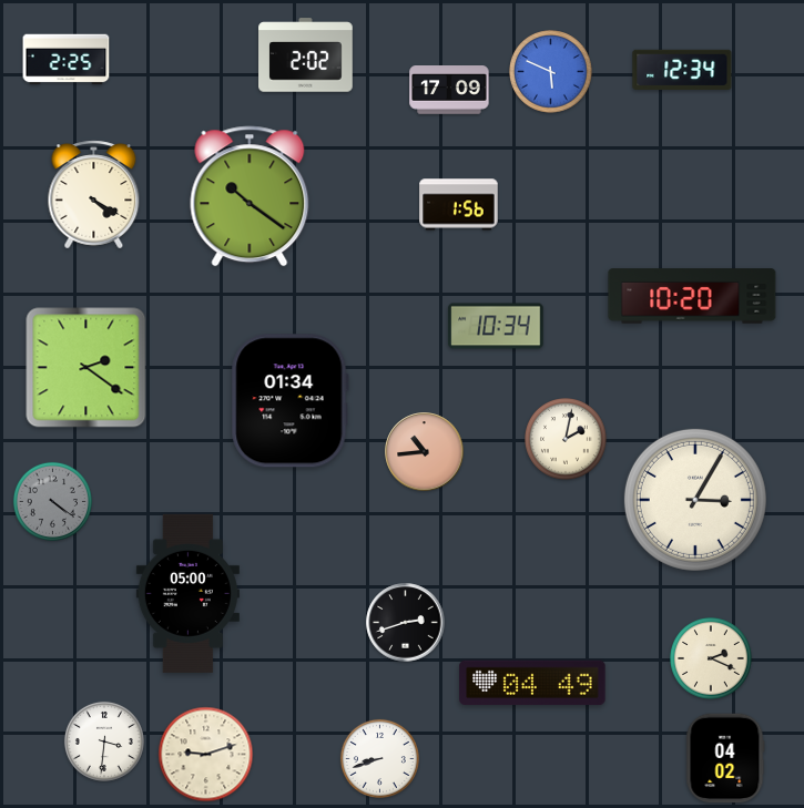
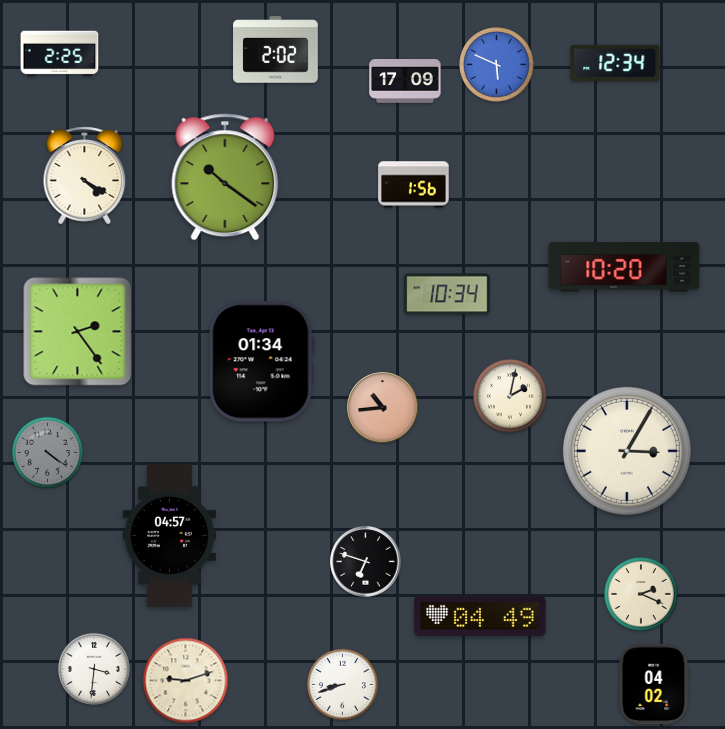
clock at (86, 368): 2:21 -> 2:24
clock at (187, 593): 05:00 -> 04:57
clock at (406, 623): 2:42 -> 6:48
